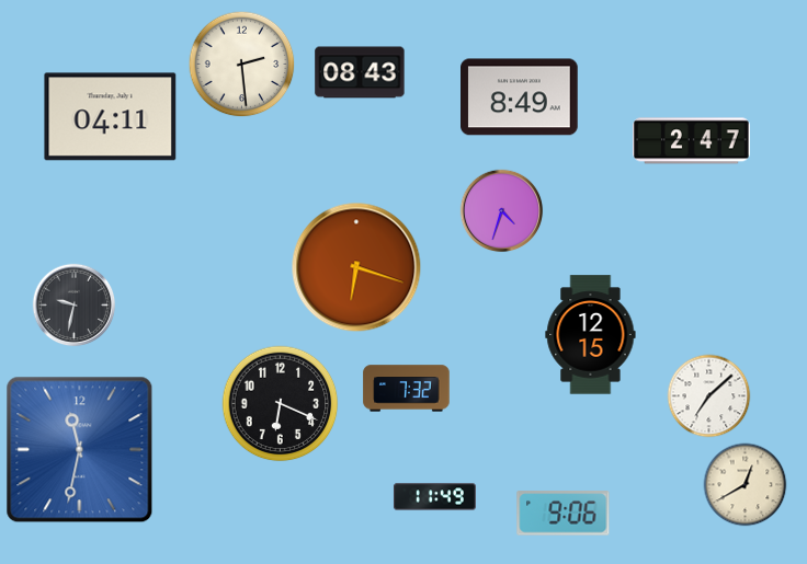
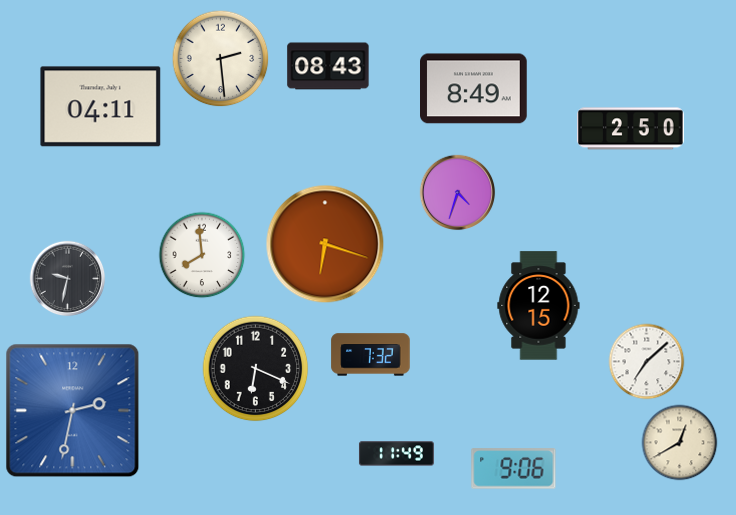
clock at (692, 141): 2:47 -> 2:50
clock at (202, 255): none -> 7:59
clock at (80, 450): 11:32 -> 2:32
